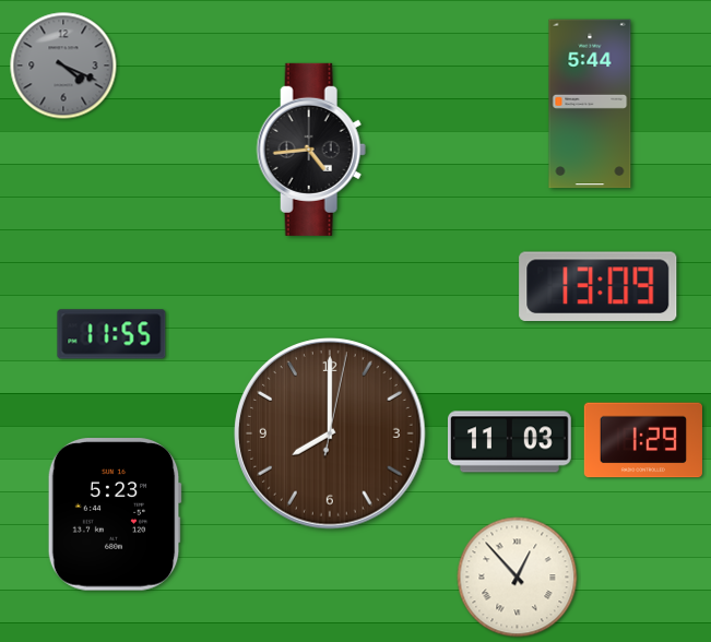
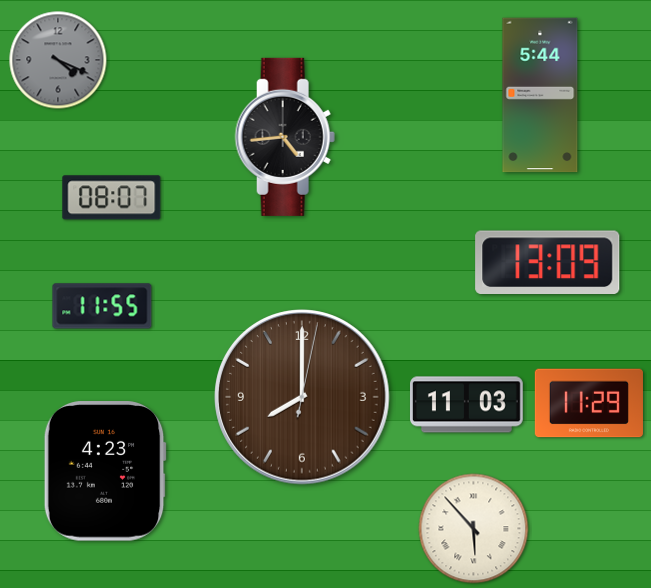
clock at (112, 198): none -> 08:07
clock at (643, 440): 1:29 -> 11:29
clock at (115, 514): 5:23 -> 4:23
clock at (518, 578): 12:53 -> 5:53
